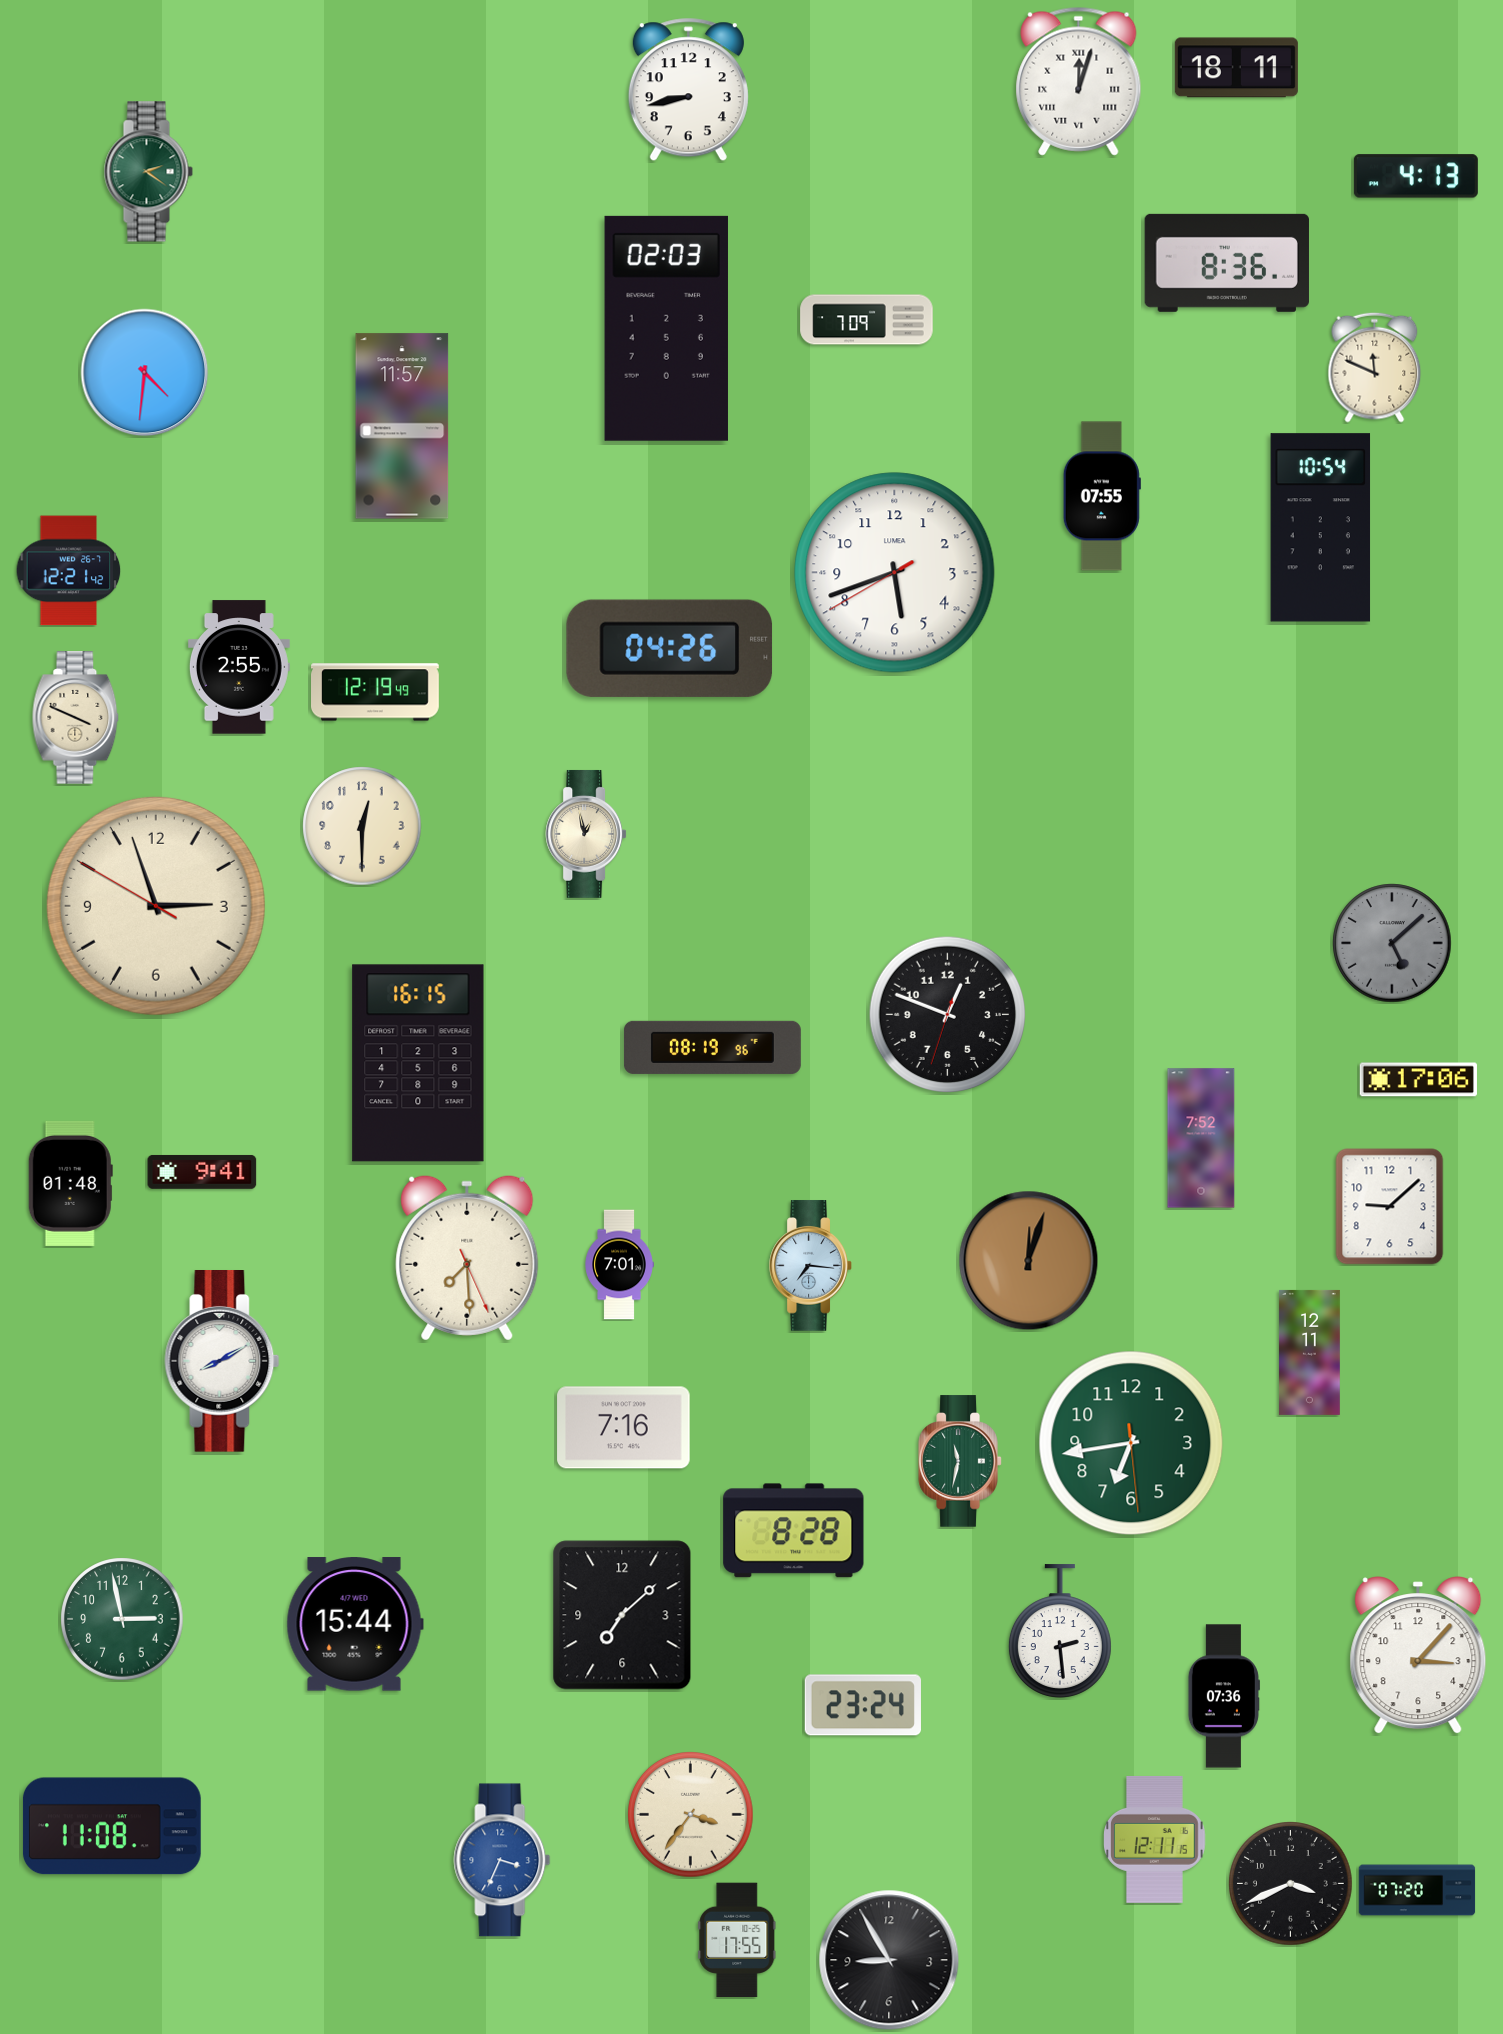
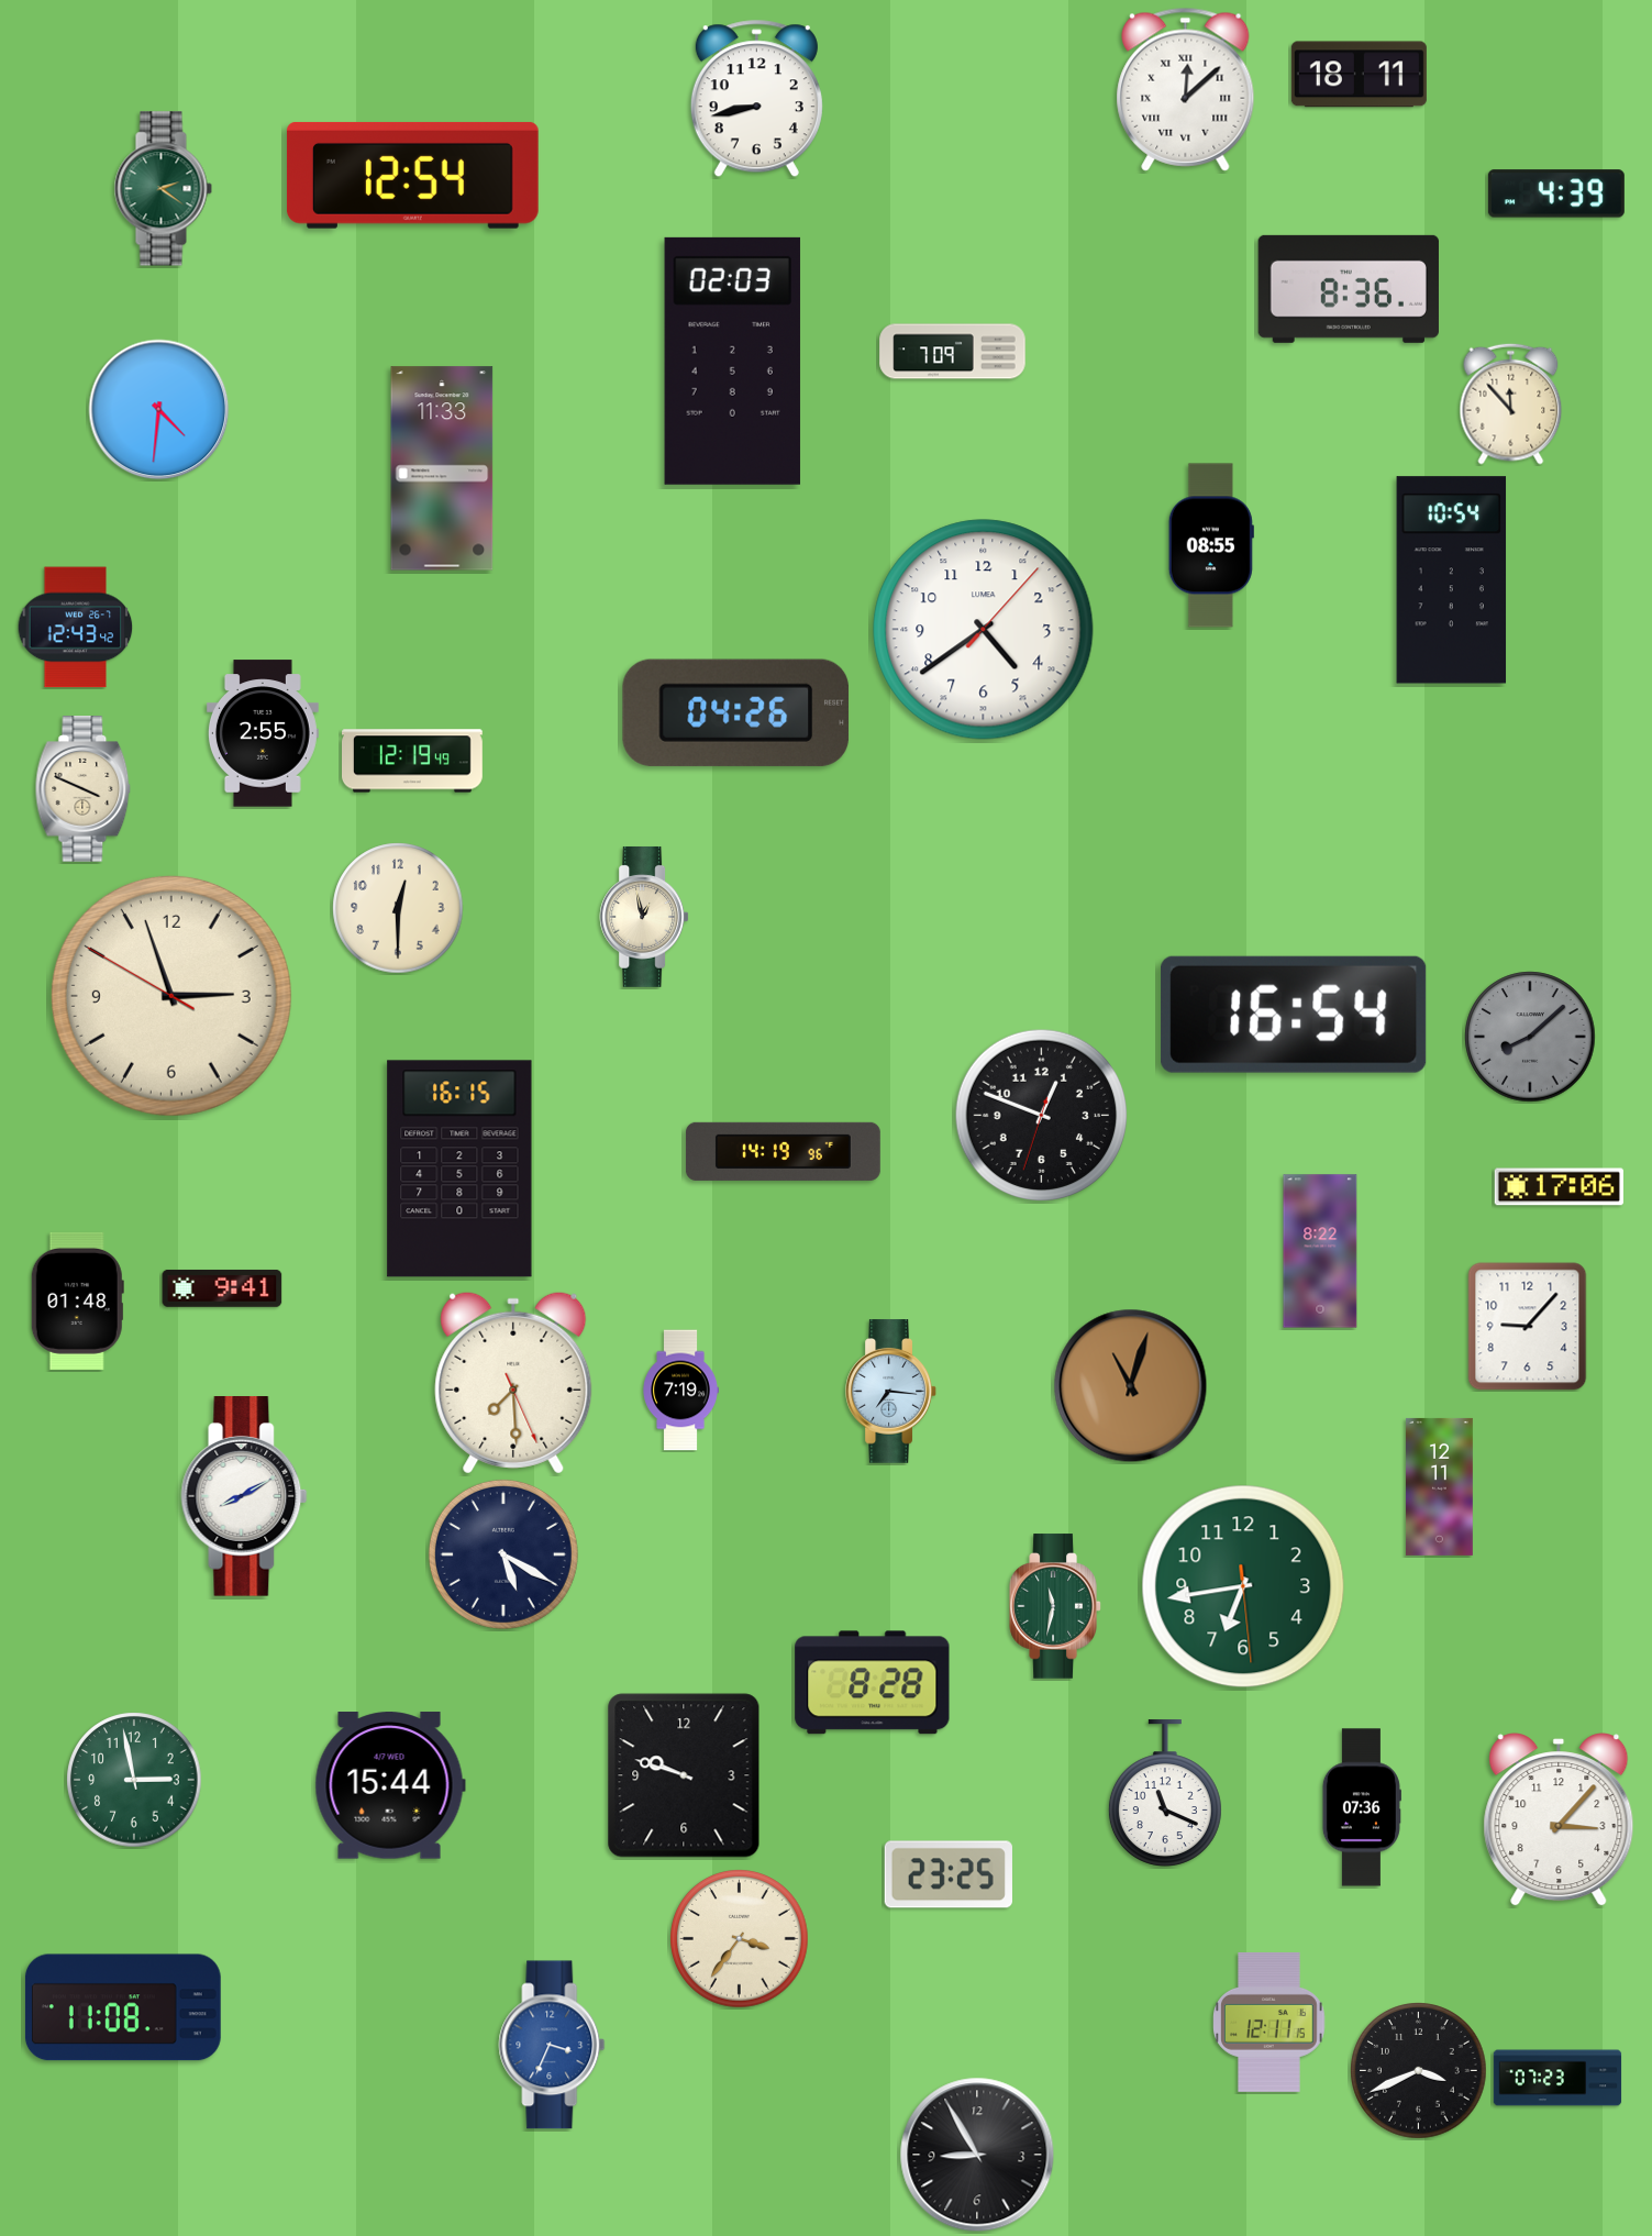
clock at (1079, 81): 12:03 -> 12:08
clock at (412, 175): none -> 12:54
clock at (1416, 176): 4:13 -> 4:39
clock at (1375, 367): 11:49 -> 11:53
clock at (402, 426): 11:57 -> 11:33
clock at (1102, 496): 07:55 -> 08:55
clock at (69, 571): 12:21 -> 12:43
clock at (895, 573): 5:41 -> 4:39
clock at (1294, 1015): none -> 16:54
clock at (1392, 943): 5:08 -> 8:08
clock at (712, 1047): 08:19 -> 14:19
clock at (1201, 1138): 7:52 -> 8:22
clock at (1390, 1207): 9:08 -> 9:07
clock at (1029, 1261): 12:03 -> 11:03
clock at (619, 1265): 7:01 -> 7:19
clock at (503, 1554): none -> 5:20
clock at (624, 1428): 7:16 -> none
clock at (622, 1615): 7:08 -> 9:48
clock at (1060, 1631): 2:29 -> 11:19
clock at (1224, 1696) position: (1224, 1696) -> (1362, 1807)
clock at (863, 1705): 23:24 -> 23:25
clock at (691, 1815) position: (691, 1815) -> (740, 1939)
clock at (1417, 1890): 07:20 -> 07:23
clock at (737, 1940): 17:55 -> none
